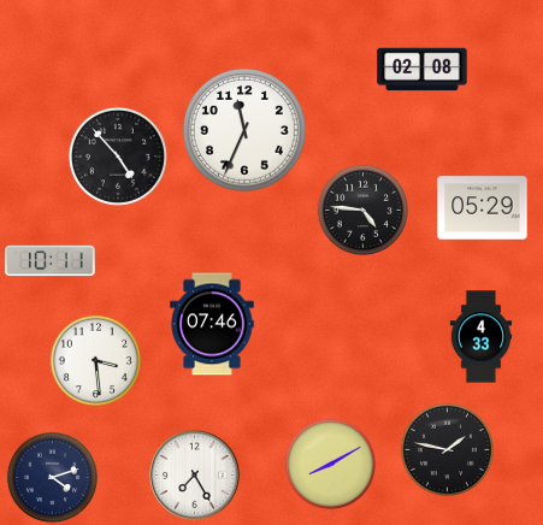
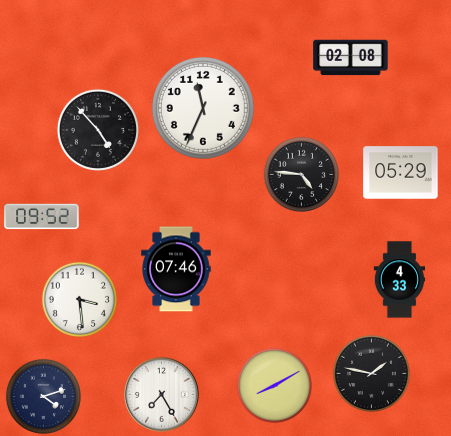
clock at (51, 261): 10:11 -> 09:52
